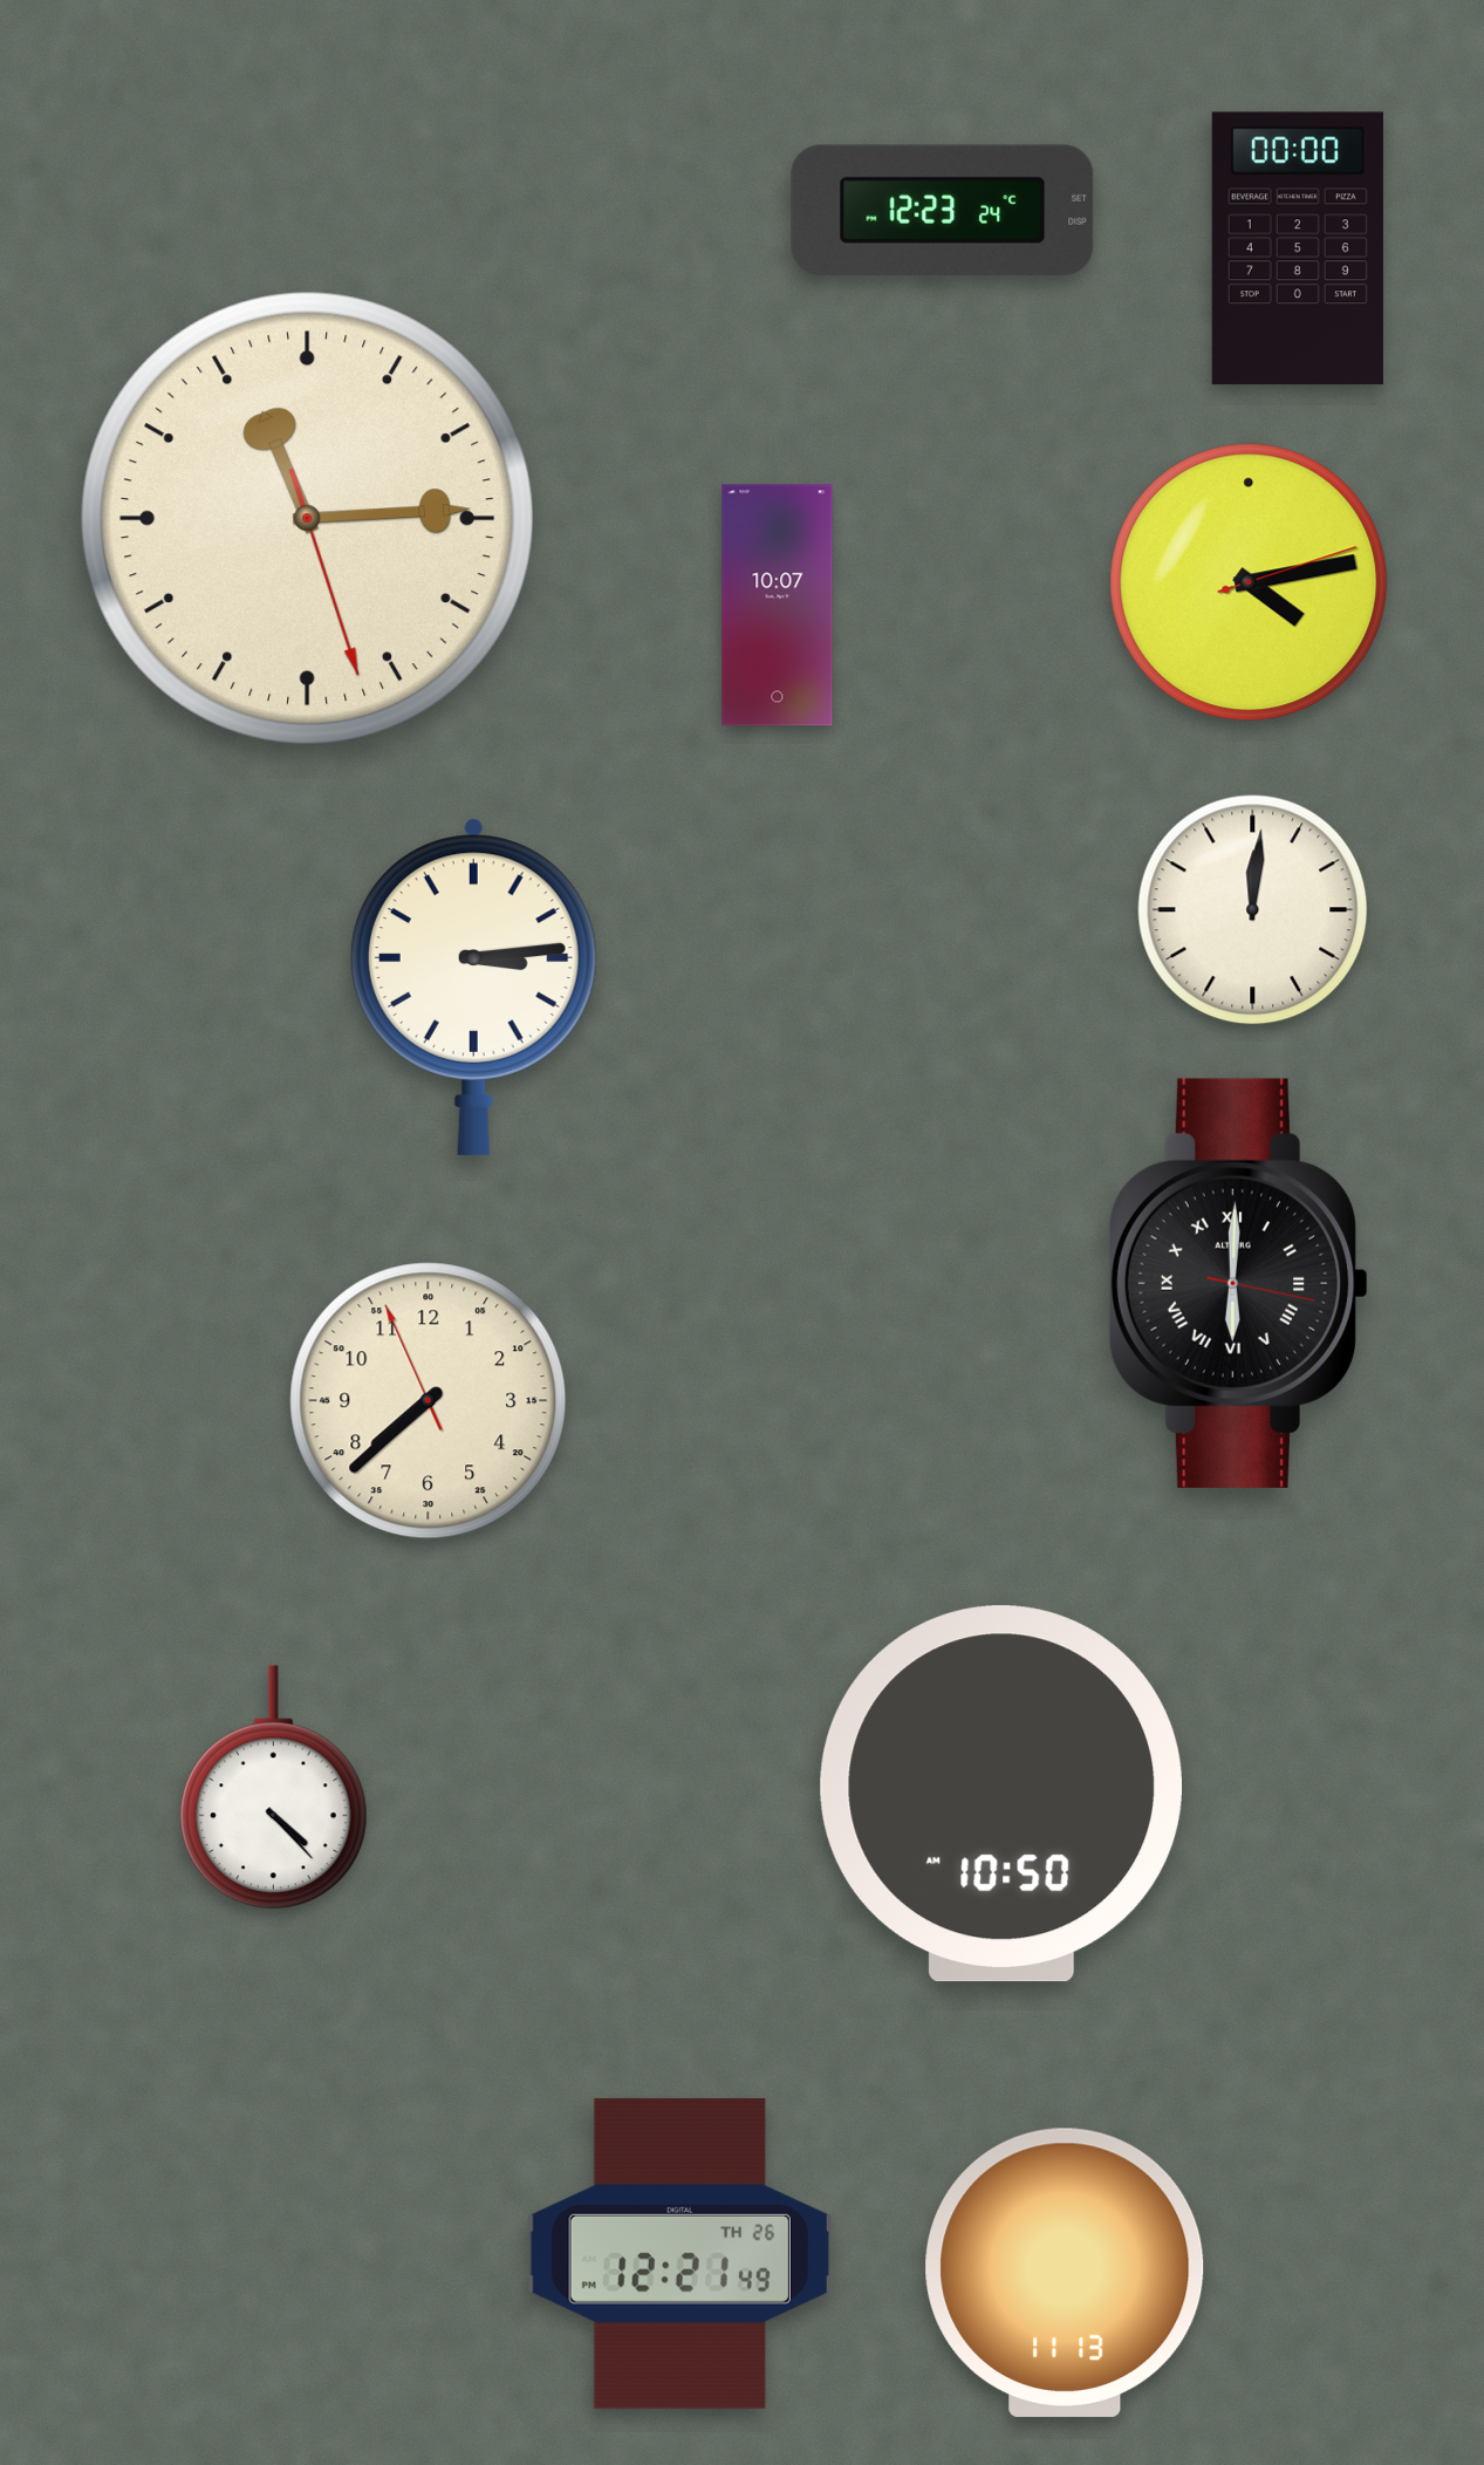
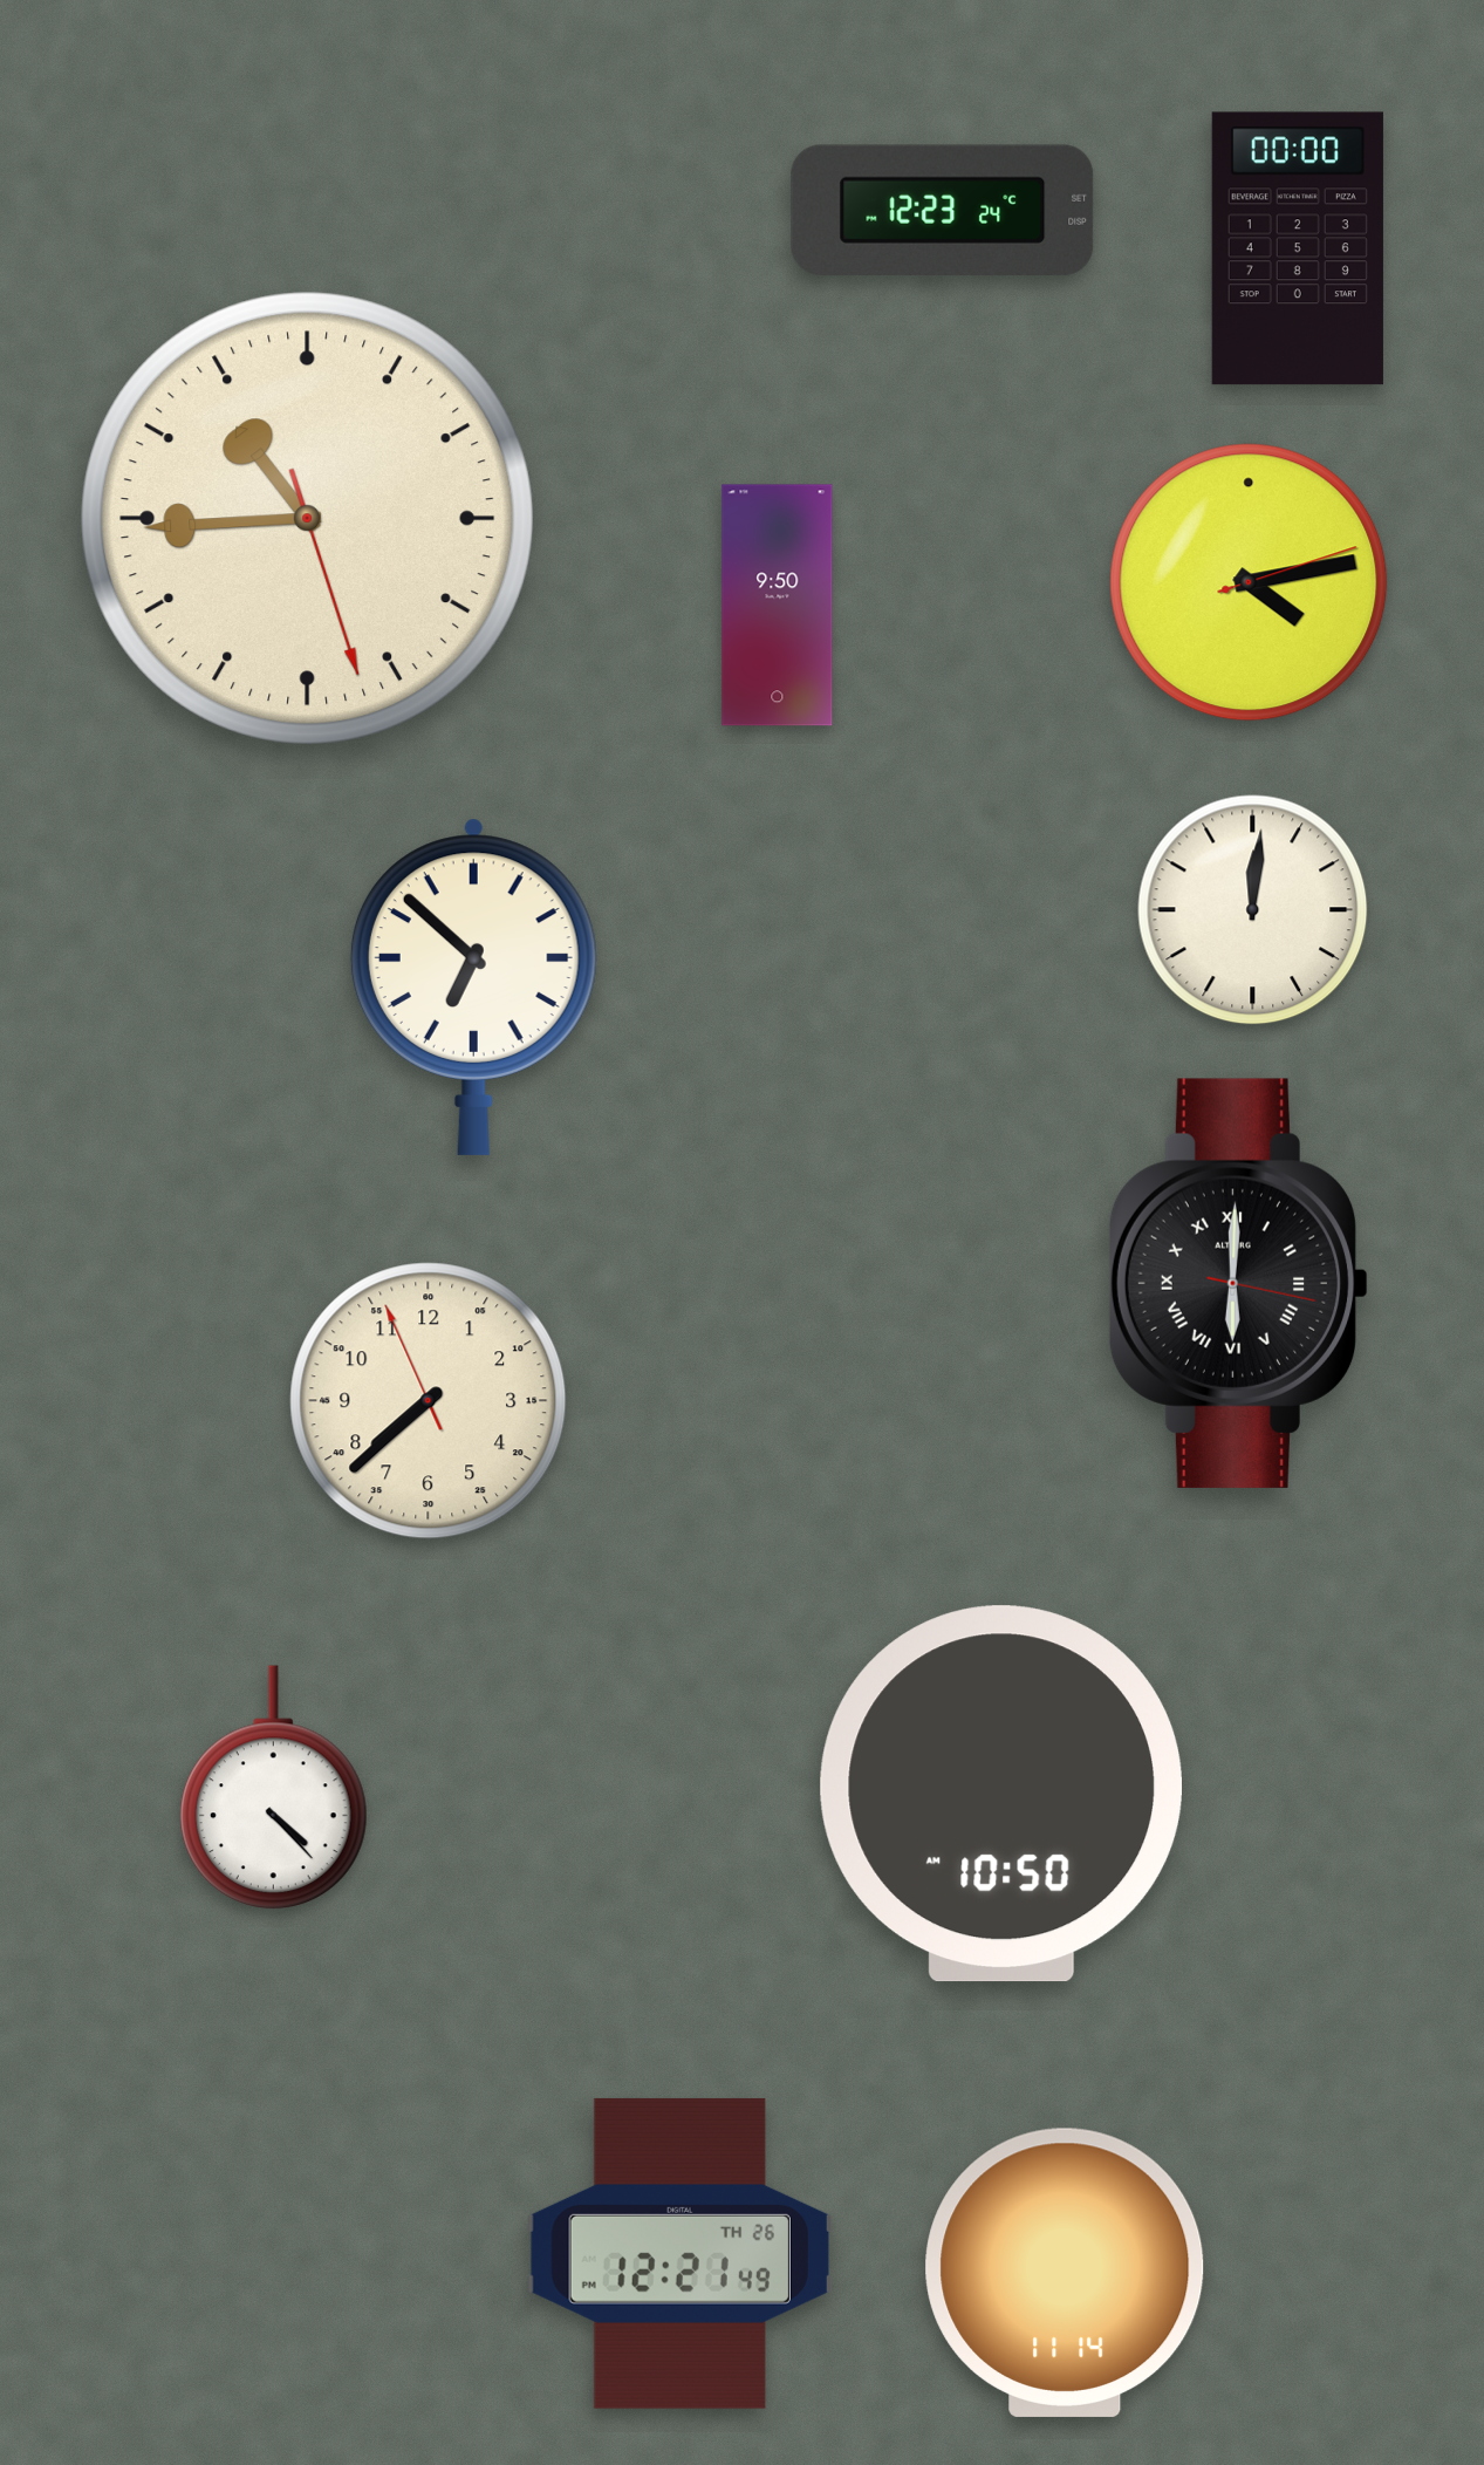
clock at (307, 518): 11:14 -> 10:44
clock at (778, 606): 10:07 -> 9:50
clock at (473, 986): 3:14 -> 6:52
clock at (1065, 2273): 11:13 -> 11:14
